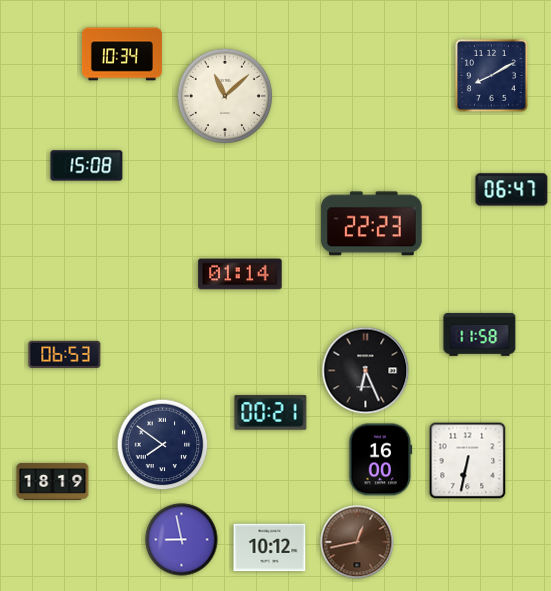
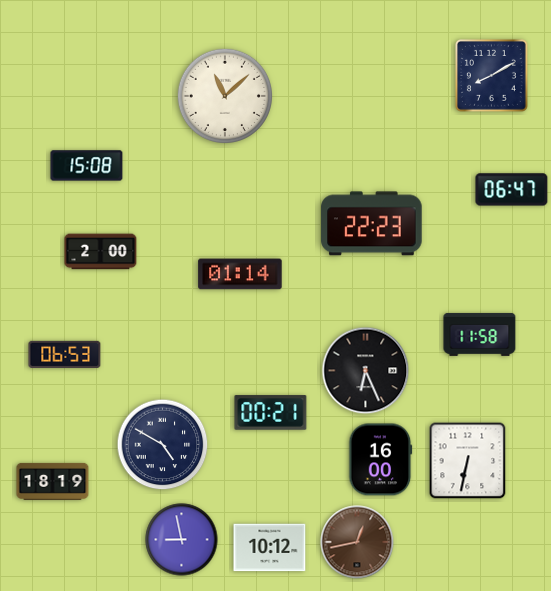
clock at (122, 54): 10:34 -> none
clock at (101, 252): none -> 2:00
clock at (163, 445): 7:51 -> 4:50
